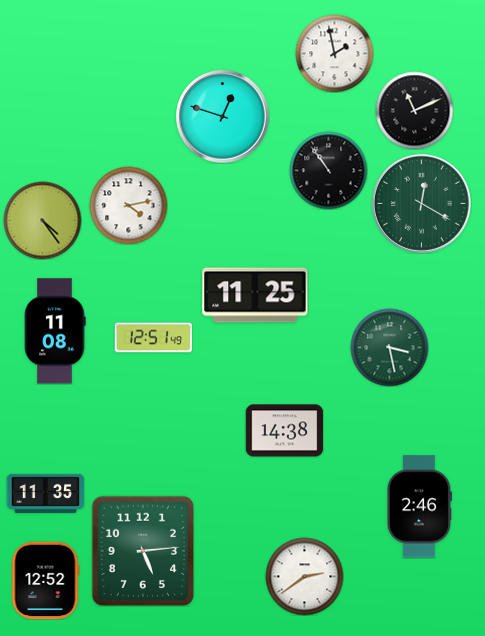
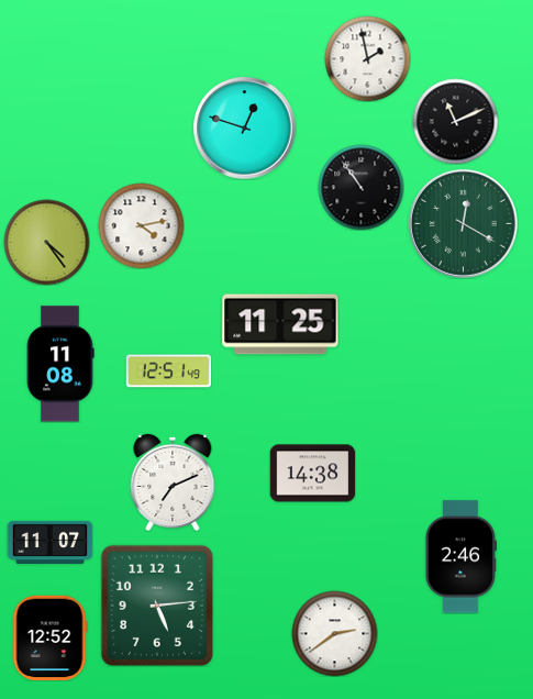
clock at (389, 347): 3:28 -> none
clock at (173, 482): none -> 7:11
clock at (45, 493): 11:35 -> 11:07
